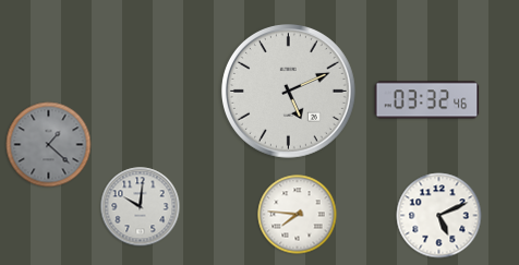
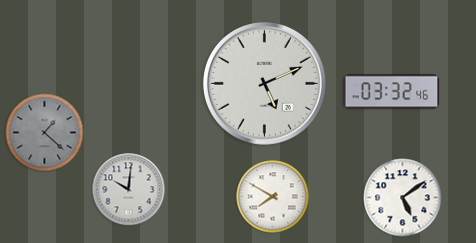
clock at (298, 215): 7:46 -> 7:50
clock at (439, 216): 5:11 -> 5:09
